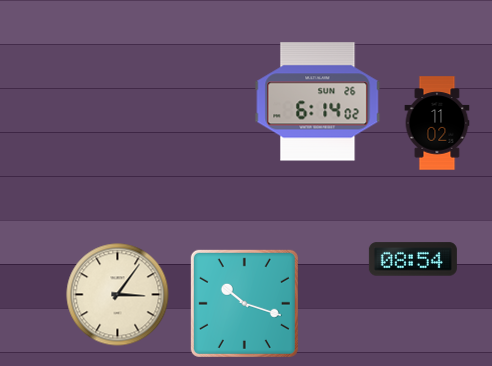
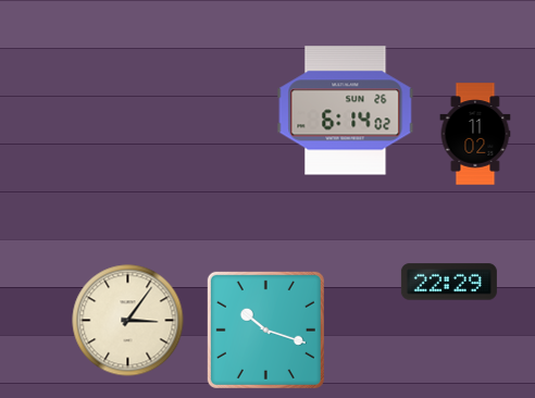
clock at (413, 259): 08:54 -> 22:29
